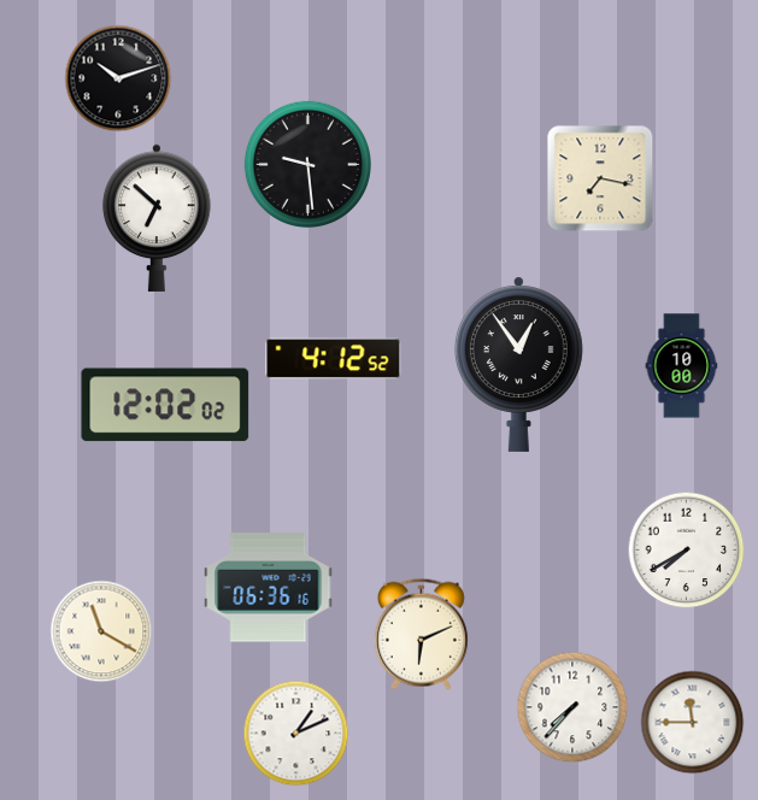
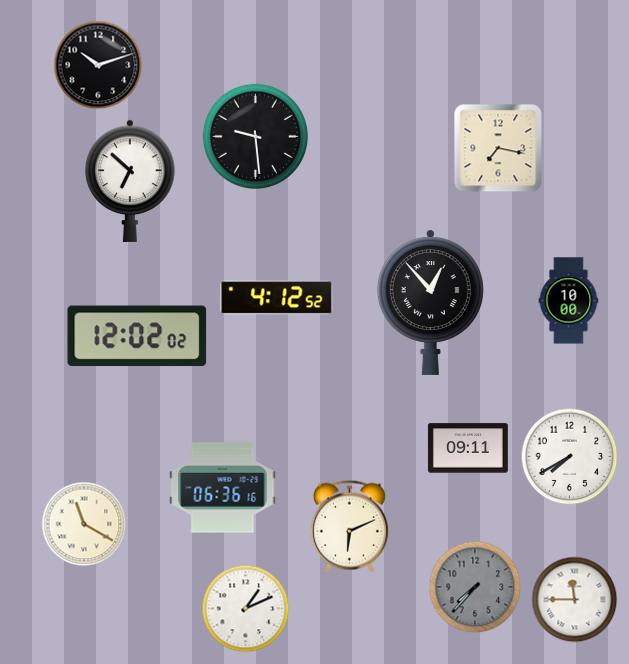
clock at (518, 364): 12:54 -> 12:53
clock at (682, 366) position: (682, 366) -> (569, 301)
clock at (468, 448): none -> 09:11
clock at (572, 707) dial: white -> grey
